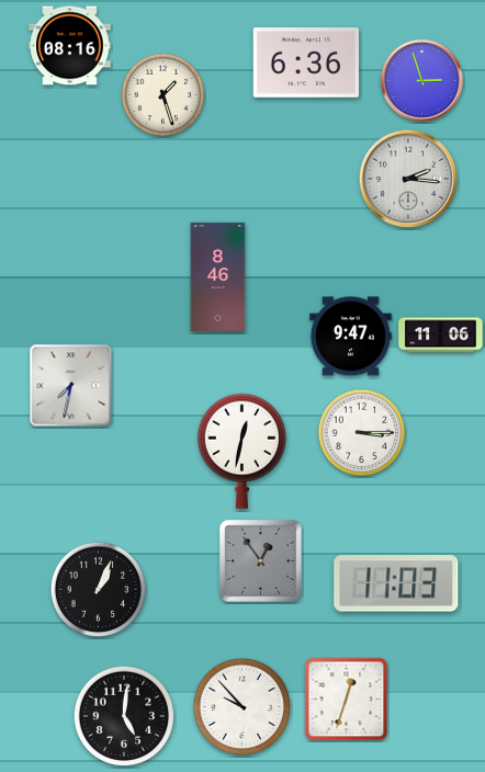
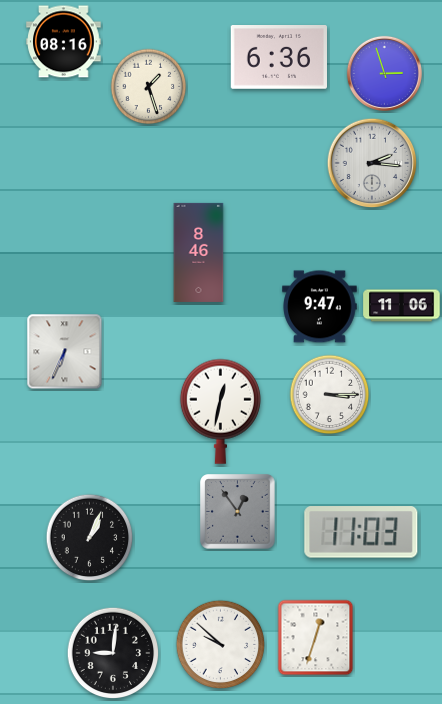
clock at (71, 386): 7:32 -> 6:34
clock at (243, 707): 9:53 -> 9:52
clock at (124, 716): 5:01 -> 9:01
